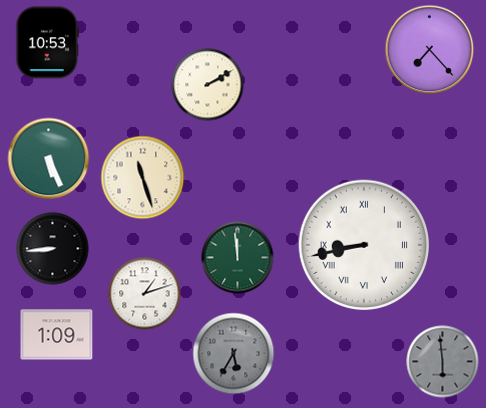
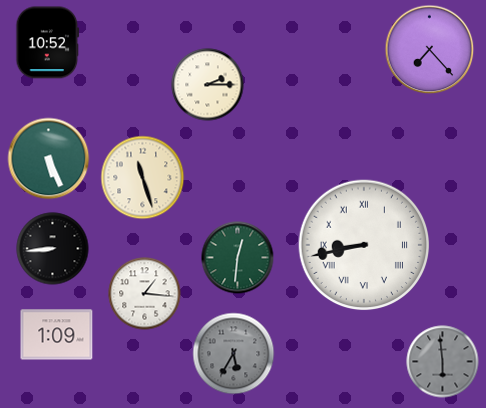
clock at (48, 43): 10:53 -> 10:52
clock at (208, 85): 2:10 -> 2:15
clock at (238, 258): 11:59 -> 12:31
clock at (145, 294): 1:12 -> 1:16
